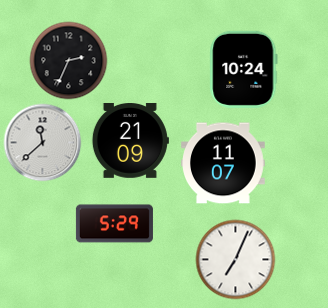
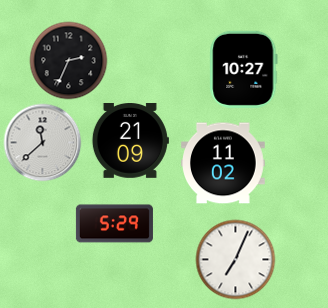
clock at (244, 69): 10:24 -> 10:27
clock at (224, 163): 11:07 -> 11:02
